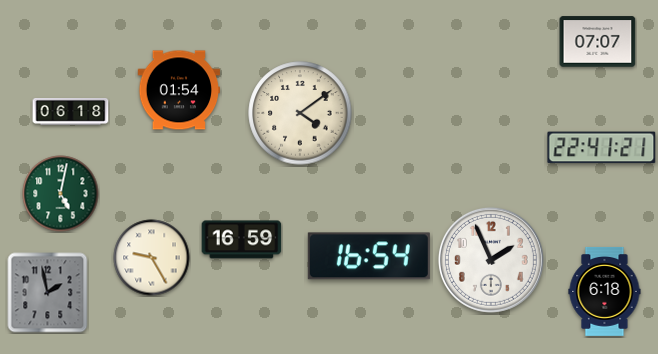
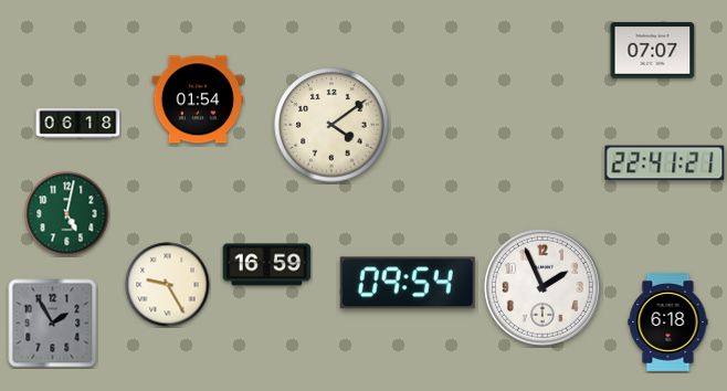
clock at (598, 42) position: (598, 42) -> (653, 51)
clock at (369, 256): 16:54 -> 09:54
clock at (48, 293): 1:58 -> 1:55
